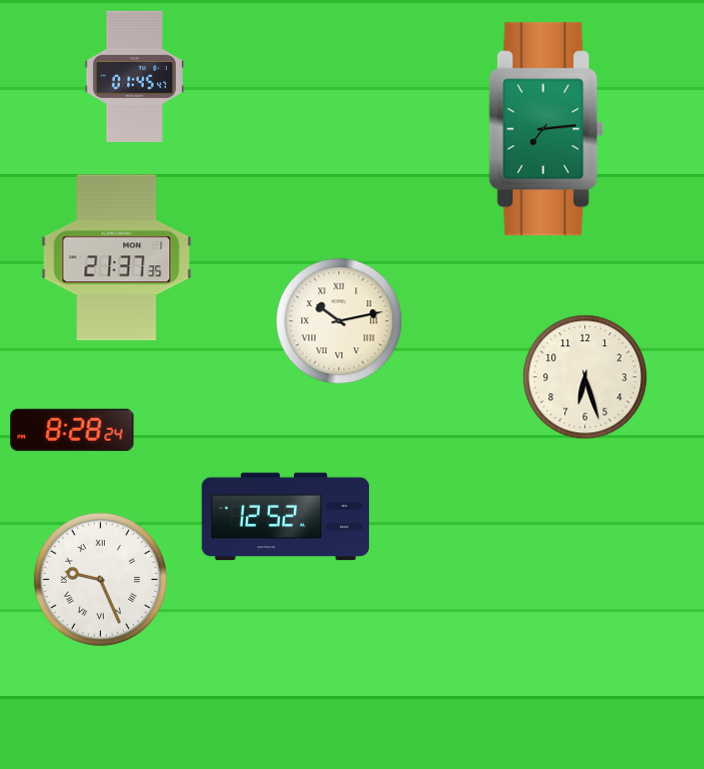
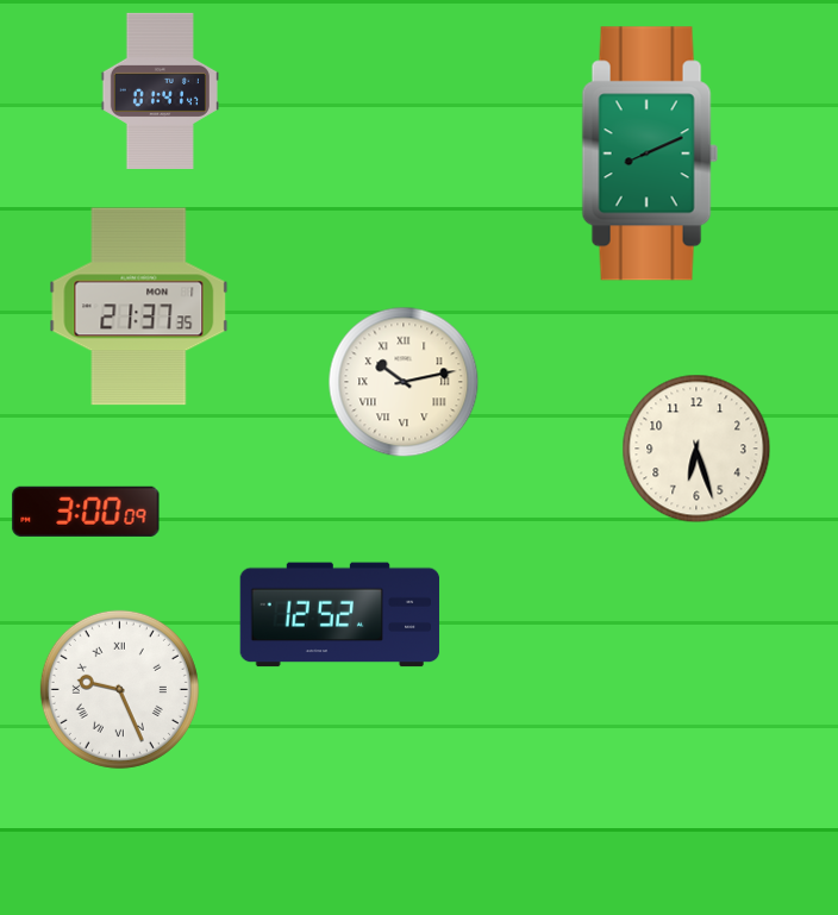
clock at (134, 76): 01:45 -> 01:41
clock at (546, 129): 7:14 -> 8:11
clock at (72, 430): 8:28 -> 3:00
